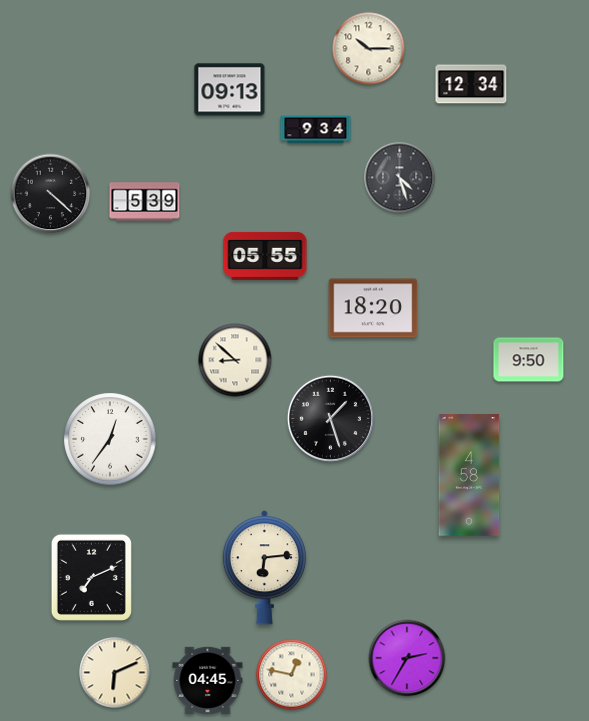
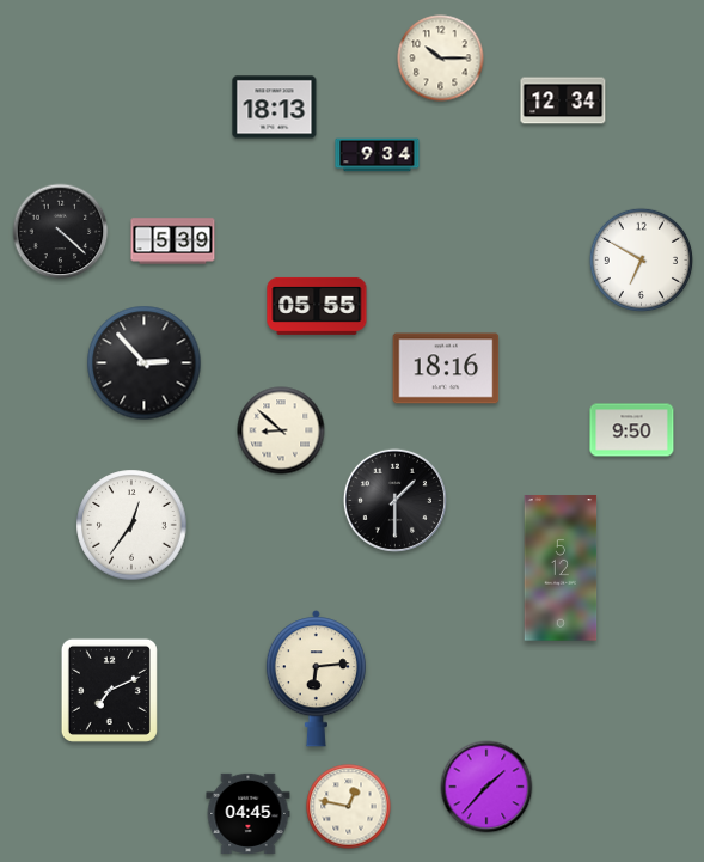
clock at (230, 90): 09:13 -> 18:13
clock at (400, 178): 4:27 -> none
clock at (641, 259): none -> 6:50
clock at (145, 363): none -> 2:53
clock at (373, 308): 18:20 -> 18:16
clock at (330, 418): 1:27 -> 1:30
clock at (469, 475): 4:58 -> 5:12
clock at (407, 658): 2:35 -> 1:37
clock at (115, 673): 6:11 -> none
